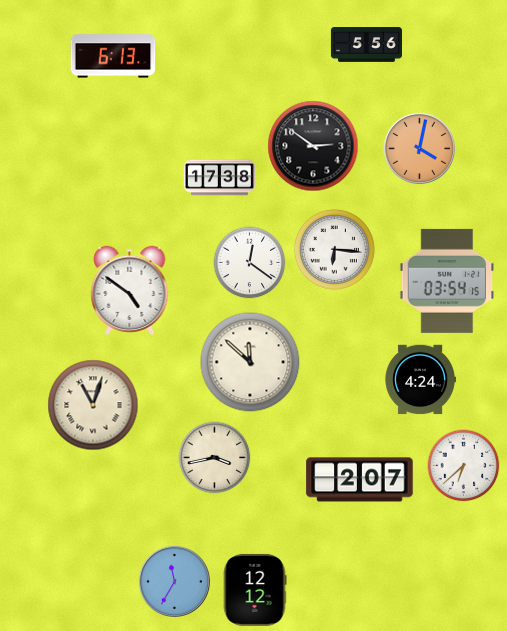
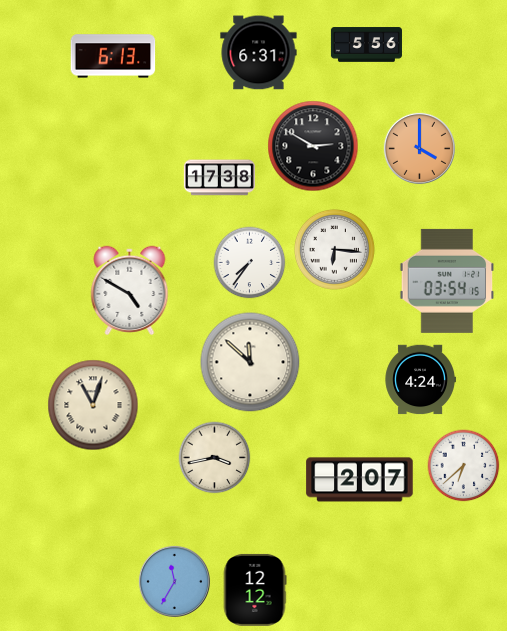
clock at (259, 53): none -> 6:31
clock at (313, 146): 2:51 -> 2:50
clock at (419, 148): 4:02 -> 4:00
clock at (250, 263): 12:21 -> 7:36
clock at (130, 290): 4:51 -> 4:50
